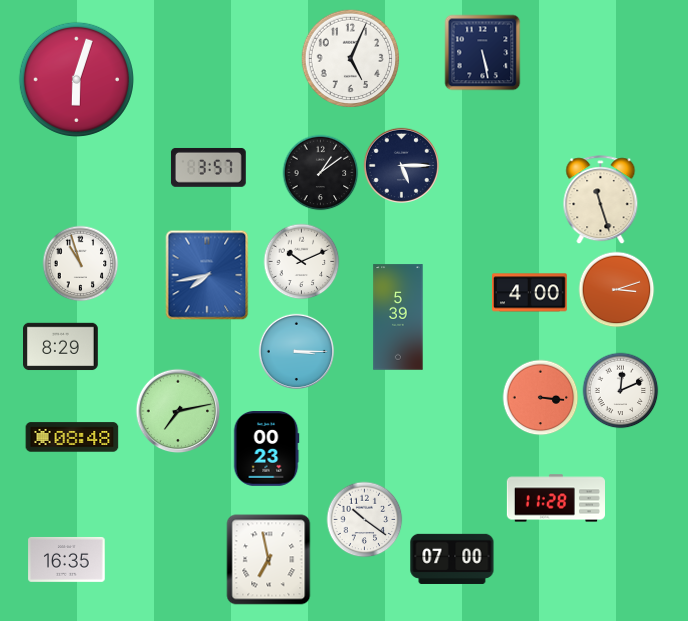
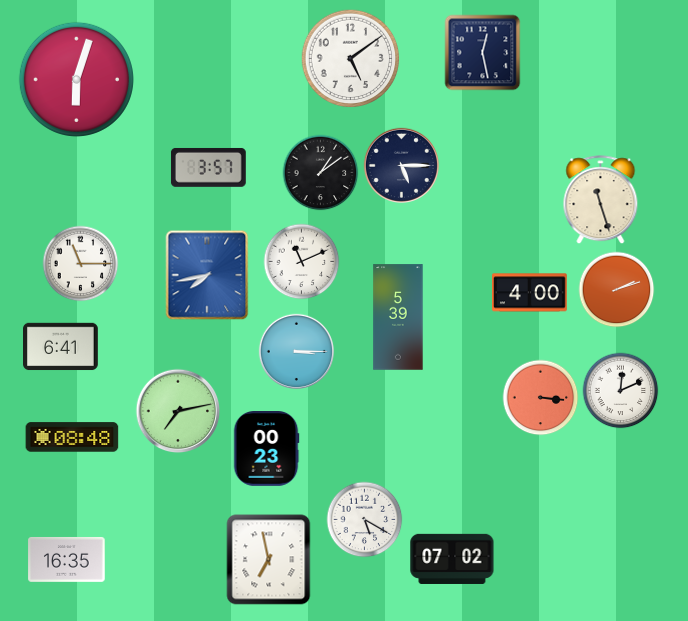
clock at (483, 53): 5:28 -> 12:28
clock at (351, 59): 5:04 -> 5:09
clock at (302, 262): 10:11 -> 11:11
clock at (81, 264): 10:57 -> 11:15
clock at (617, 290): 3:12 -> 2:12
clock at (61, 347): 8:29 -> 6:41
clock at (555, 498): 11:28 -> none
clock at (365, 520): 10:21 -> 5:20
clock at (452, 559): 07:00 -> 07:02
